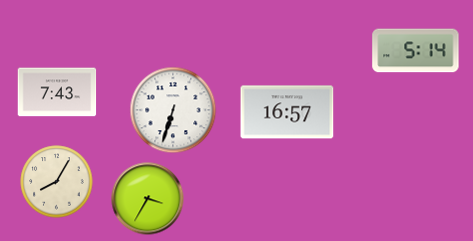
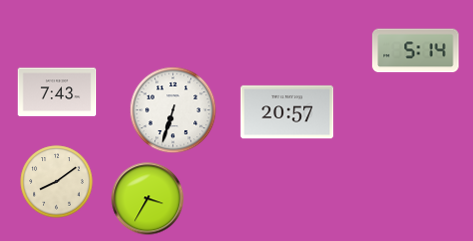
clock at (287, 112): 16:57 -> 20:57
clock at (57, 182): 8:05 -> 8:09
